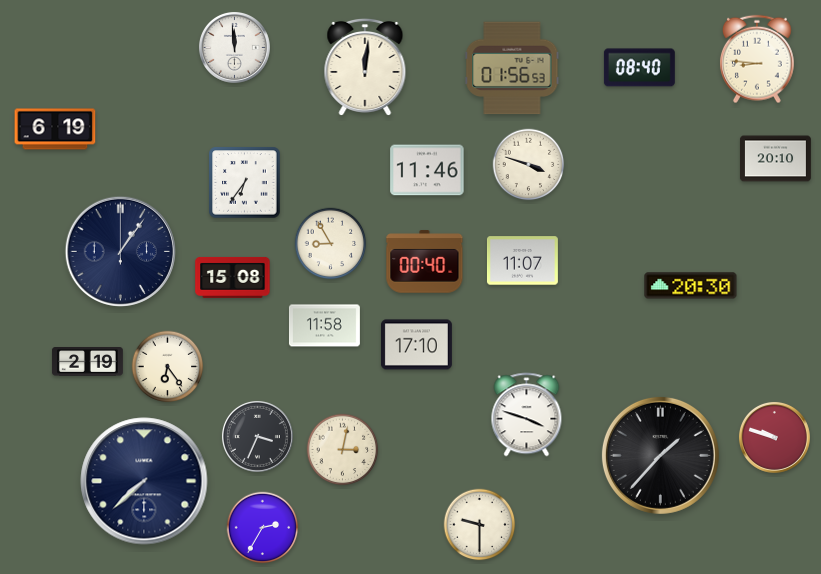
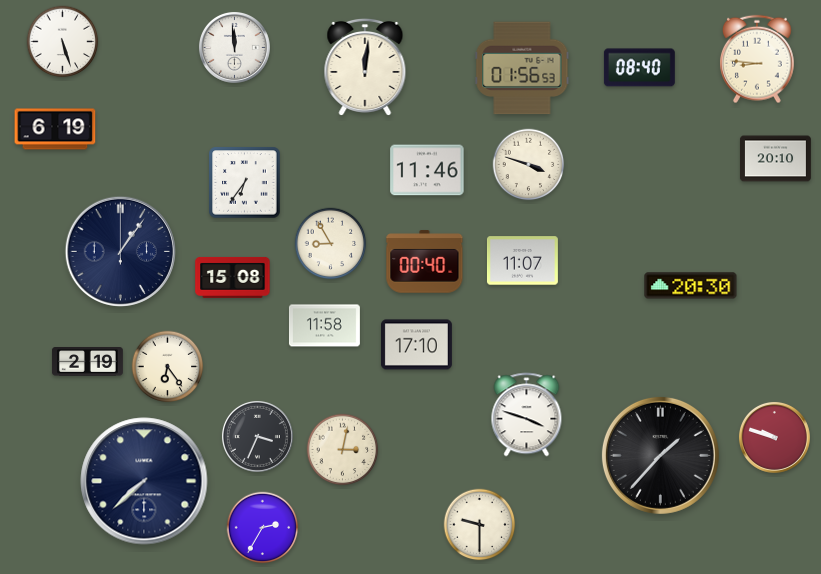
clock at (63, 42): none -> 5:27
clock at (512, 68) position: (512, 68) -> (522, 68)
